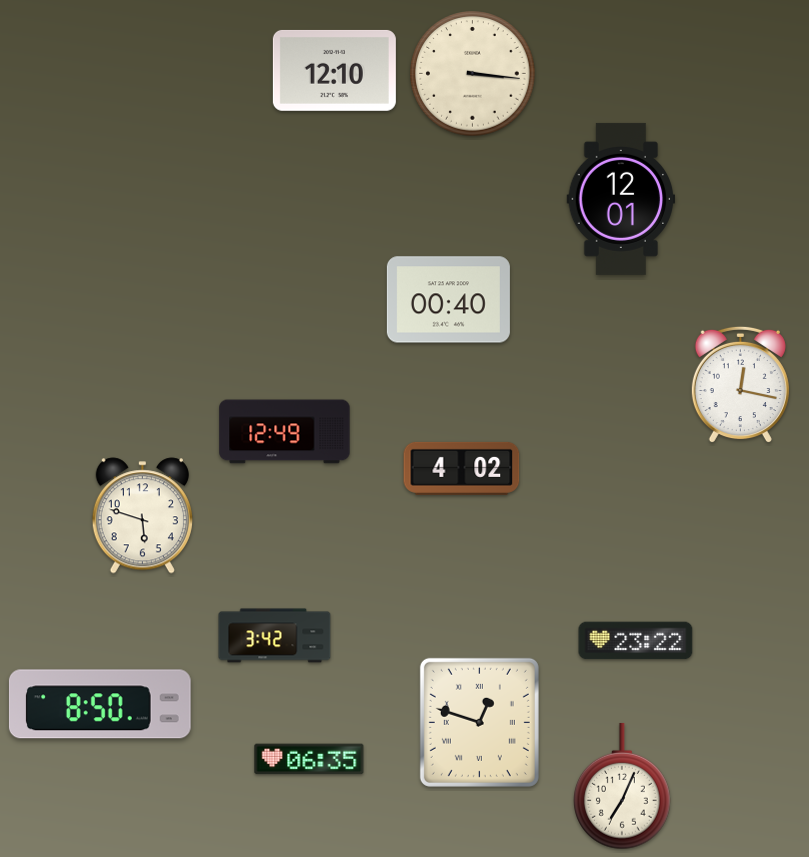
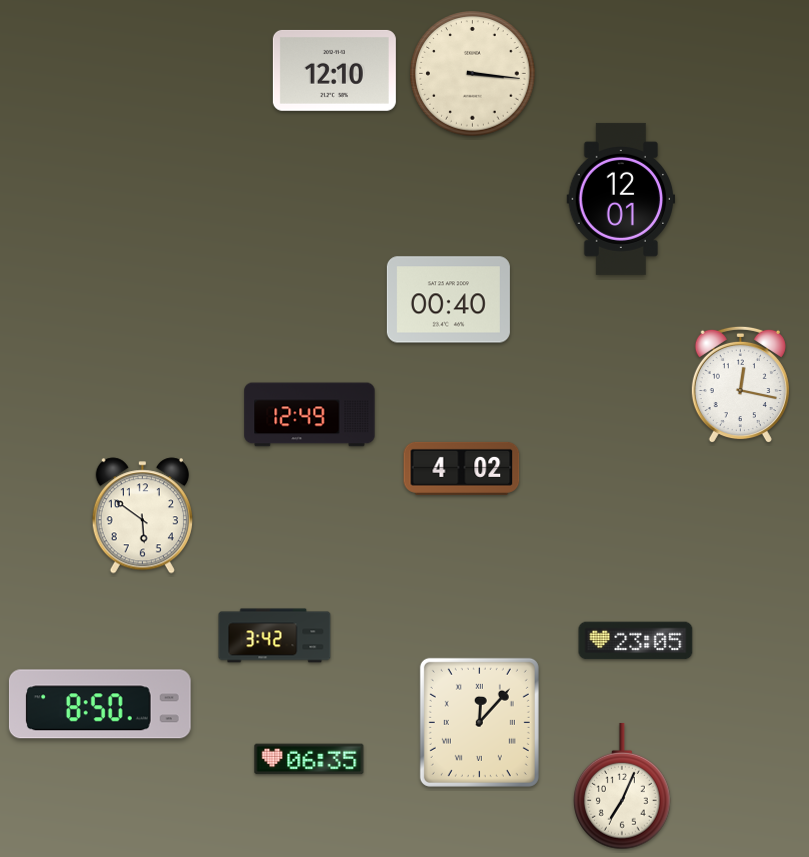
clock at (285, 432) position: (285, 432) -> (310, 415)
clock at (142, 516): 5:48 -> 5:51
clock at (636, 641): 23:22 -> 23:05
clock at (479, 722): 12:48 -> 12:07
